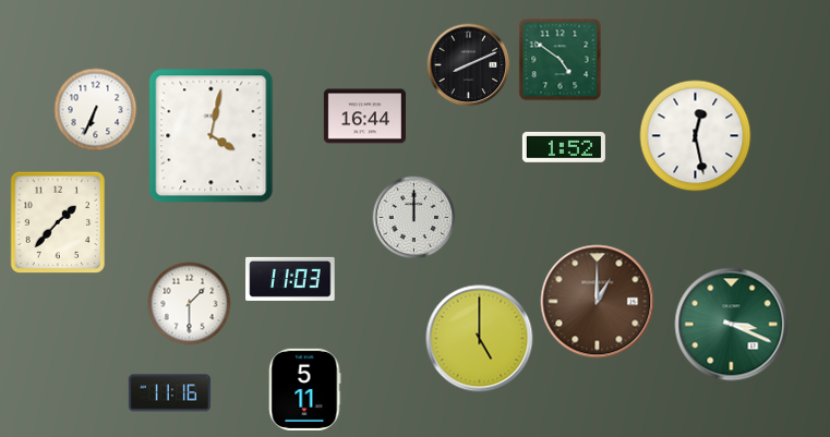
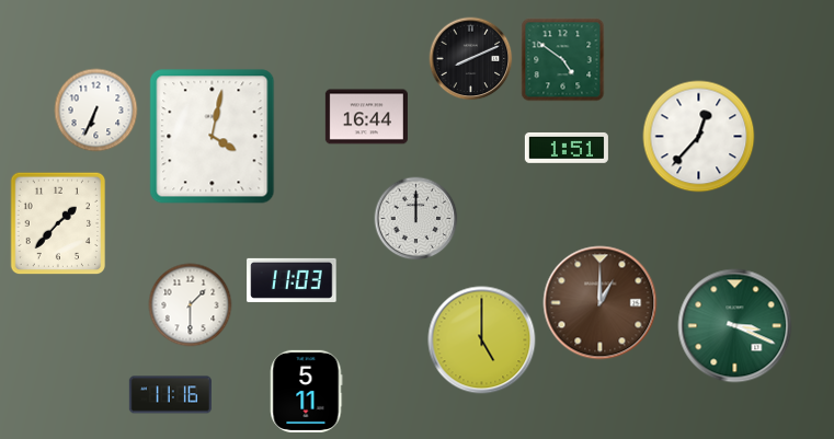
clock at (469, 65) position: (469, 65) -> (471, 59)
clock at (696, 136): 12:28 -> 12:37
clock at (564, 147): 1:52 -> 1:51
